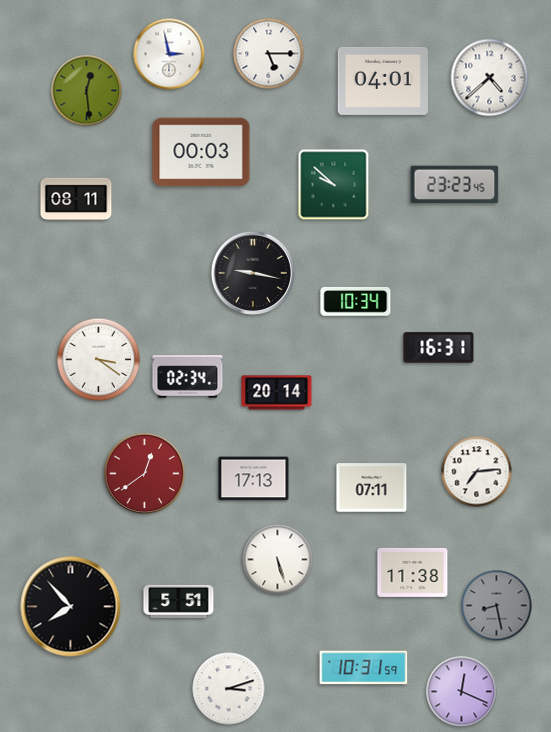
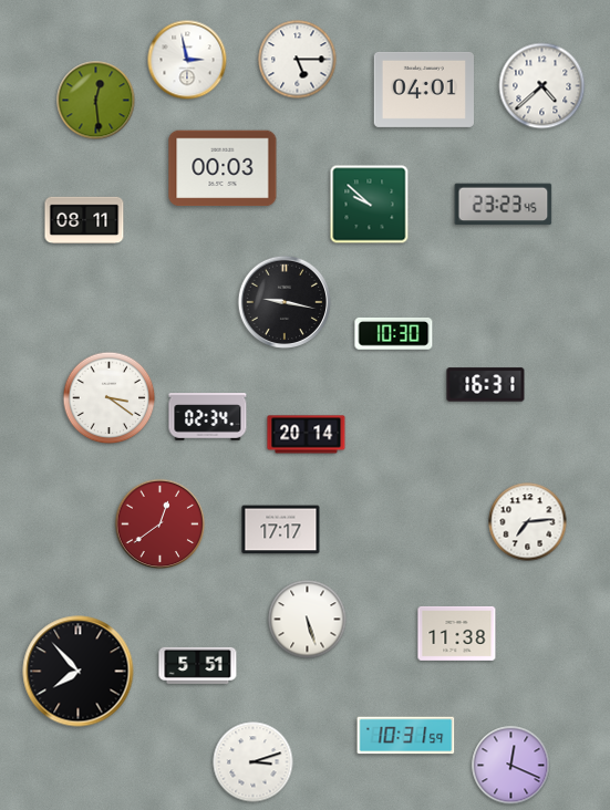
clock at (253, 273) position: (253, 273) -> (285, 302)
clock at (356, 302): 10:34 -> 10:30
clock at (254, 479): 17:13 -> 17:17
clock at (372, 488): 07:11 -> none
clock at (497, 606): 8:28 -> none
clock at (364, 668) position: (364, 668) -> (406, 736)
